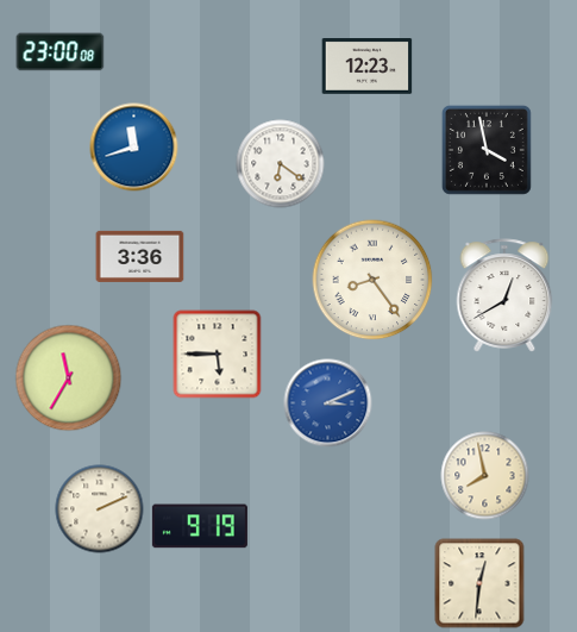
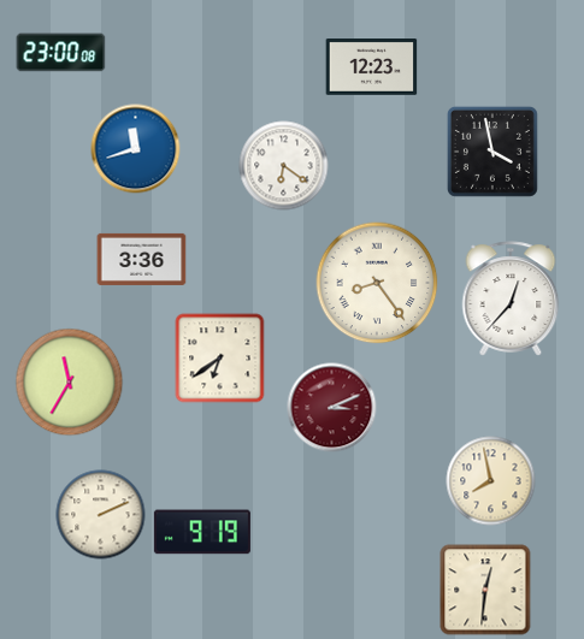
clock at (504, 295): 12:40 -> 12:37
clock at (218, 355): 5:45 -> 6:39
clock at (328, 403) dial: blue -> burgundy
